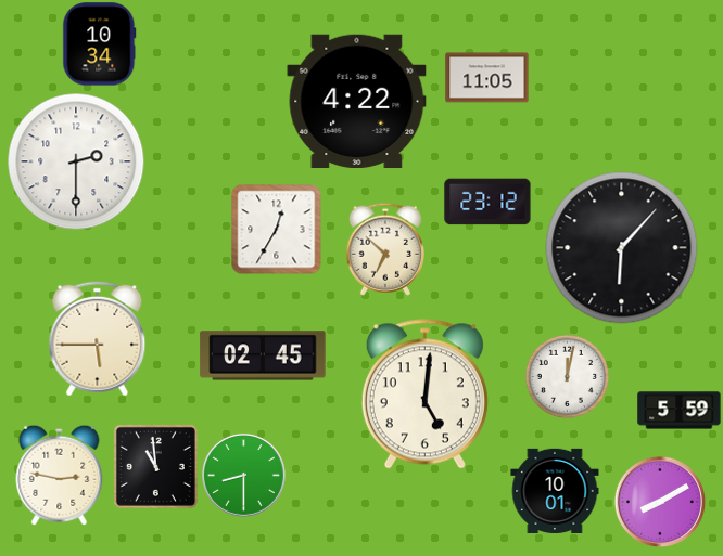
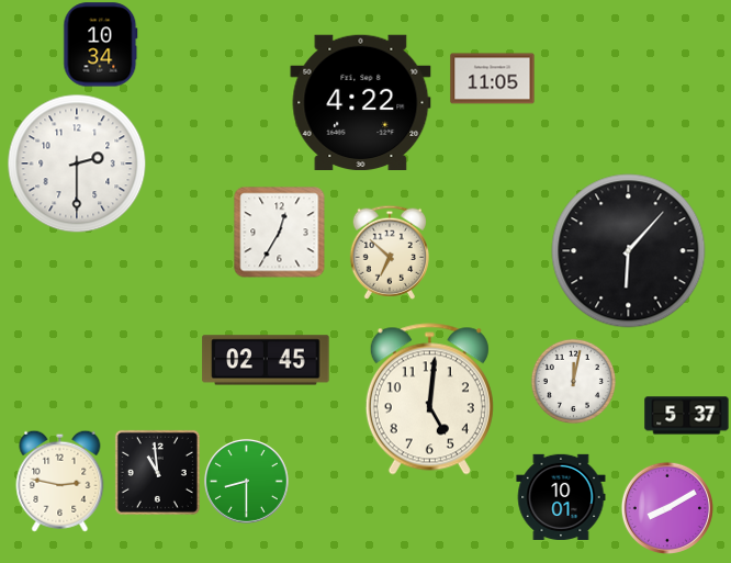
clock at (487, 202): 23:12 -> none
clock at (98, 339): 5:45 -> none
clock at (680, 411): 5:59 -> 5:37
